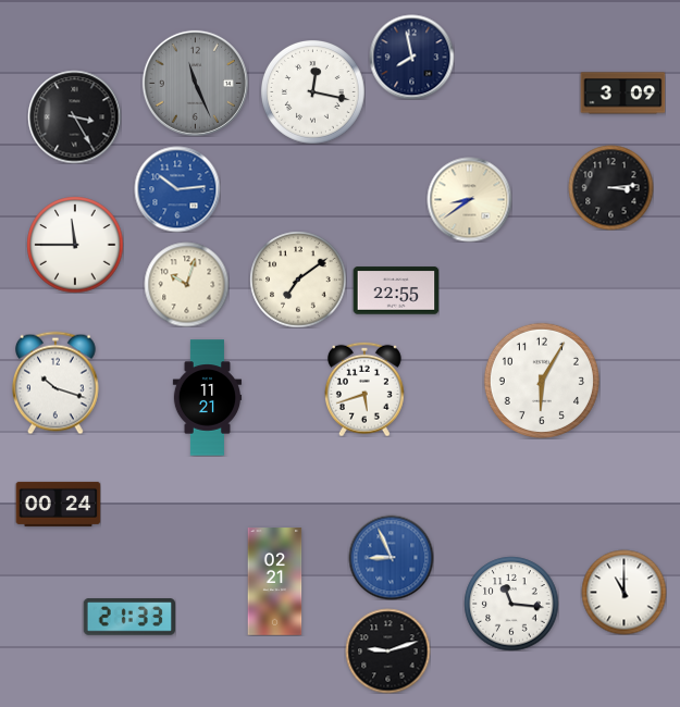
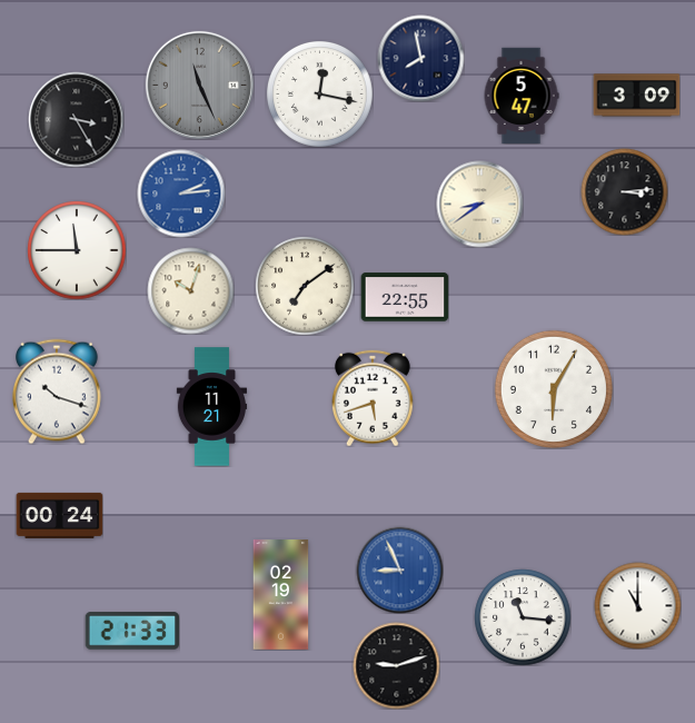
clock at (522, 96): none -> 5:47
clock at (177, 189): 10:14 -> 2:14
clock at (275, 582): 02:21 -> 02:19
